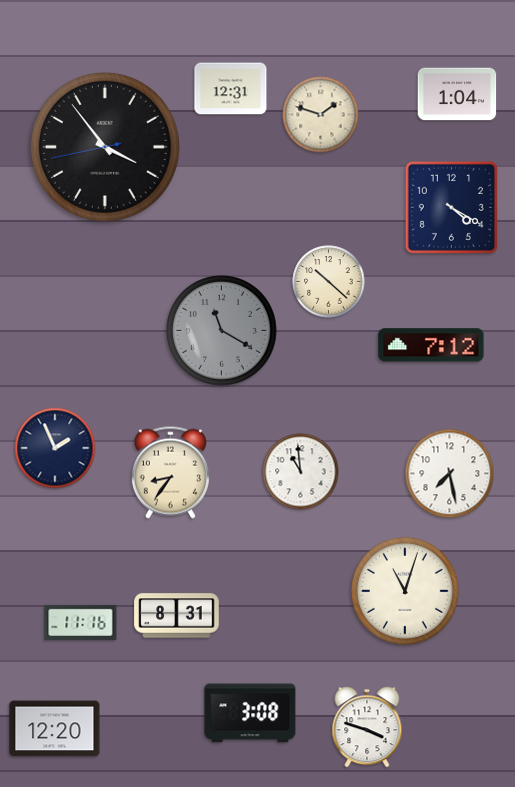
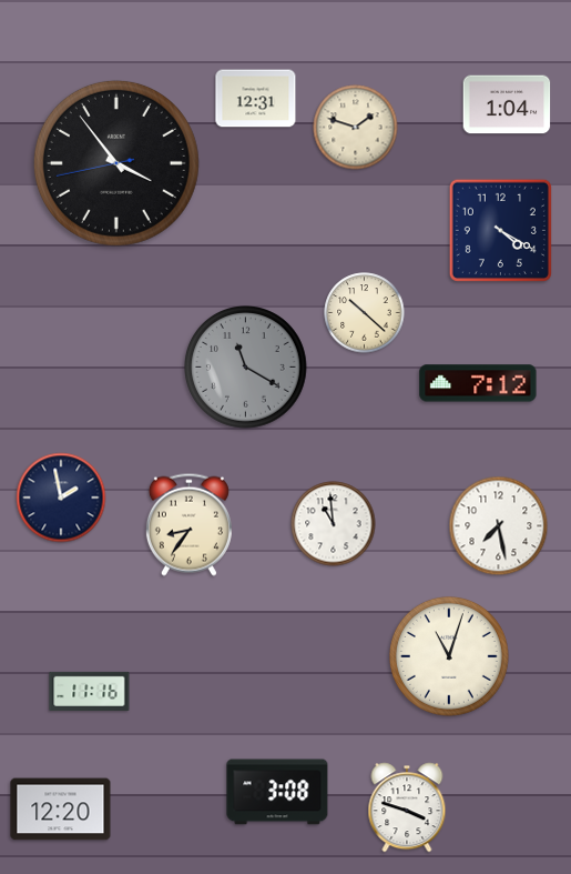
clock at (55, 448): 1:56 -> 1:58
clock at (177, 616): 8:31 -> none
